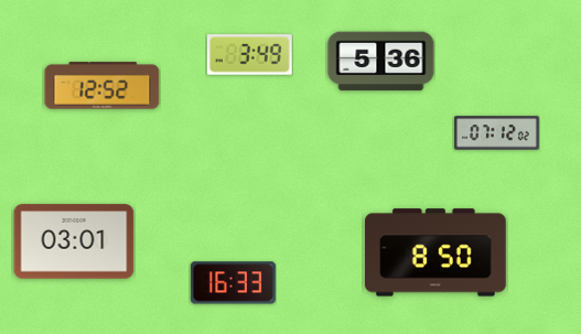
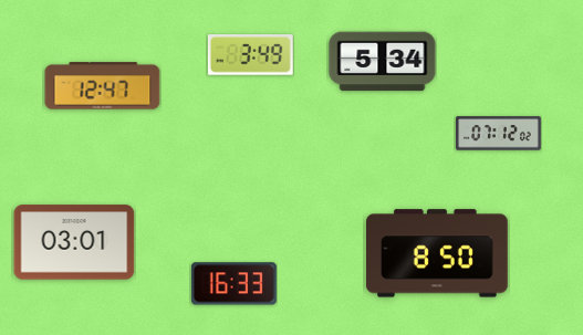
clock at (381, 62): 5:36 -> 5:34
clock at (103, 86): 12:52 -> 12:47
